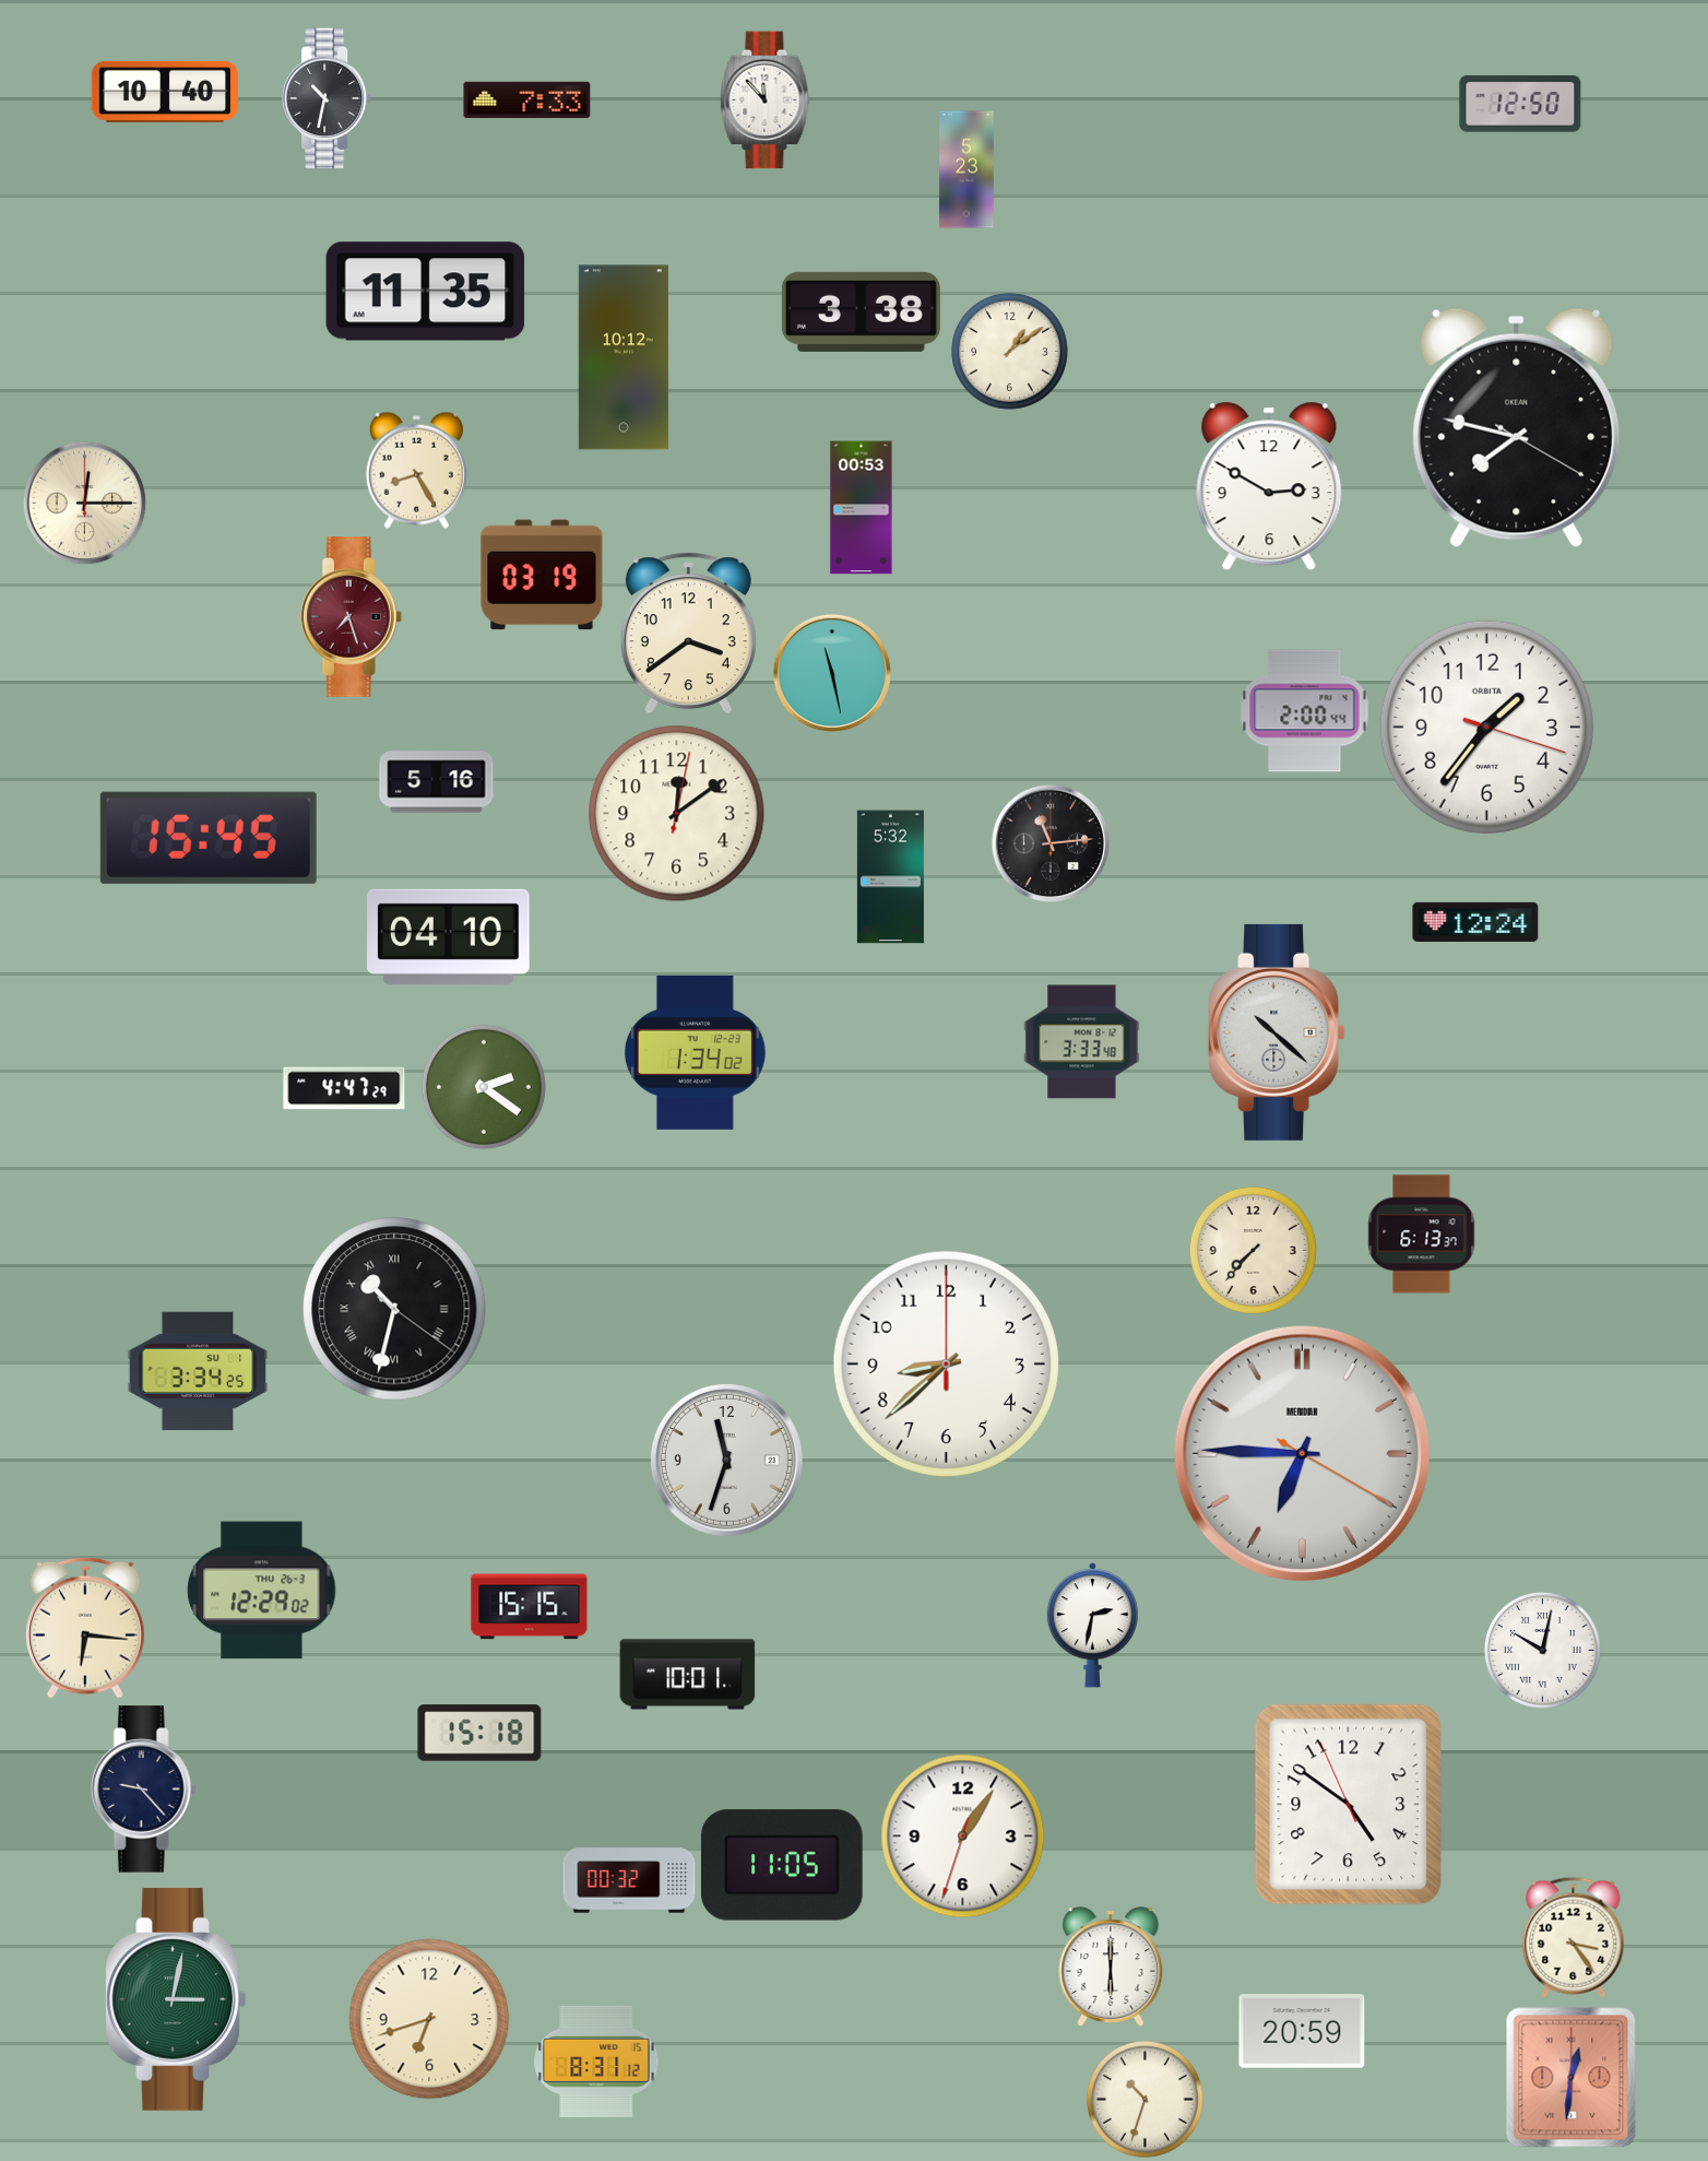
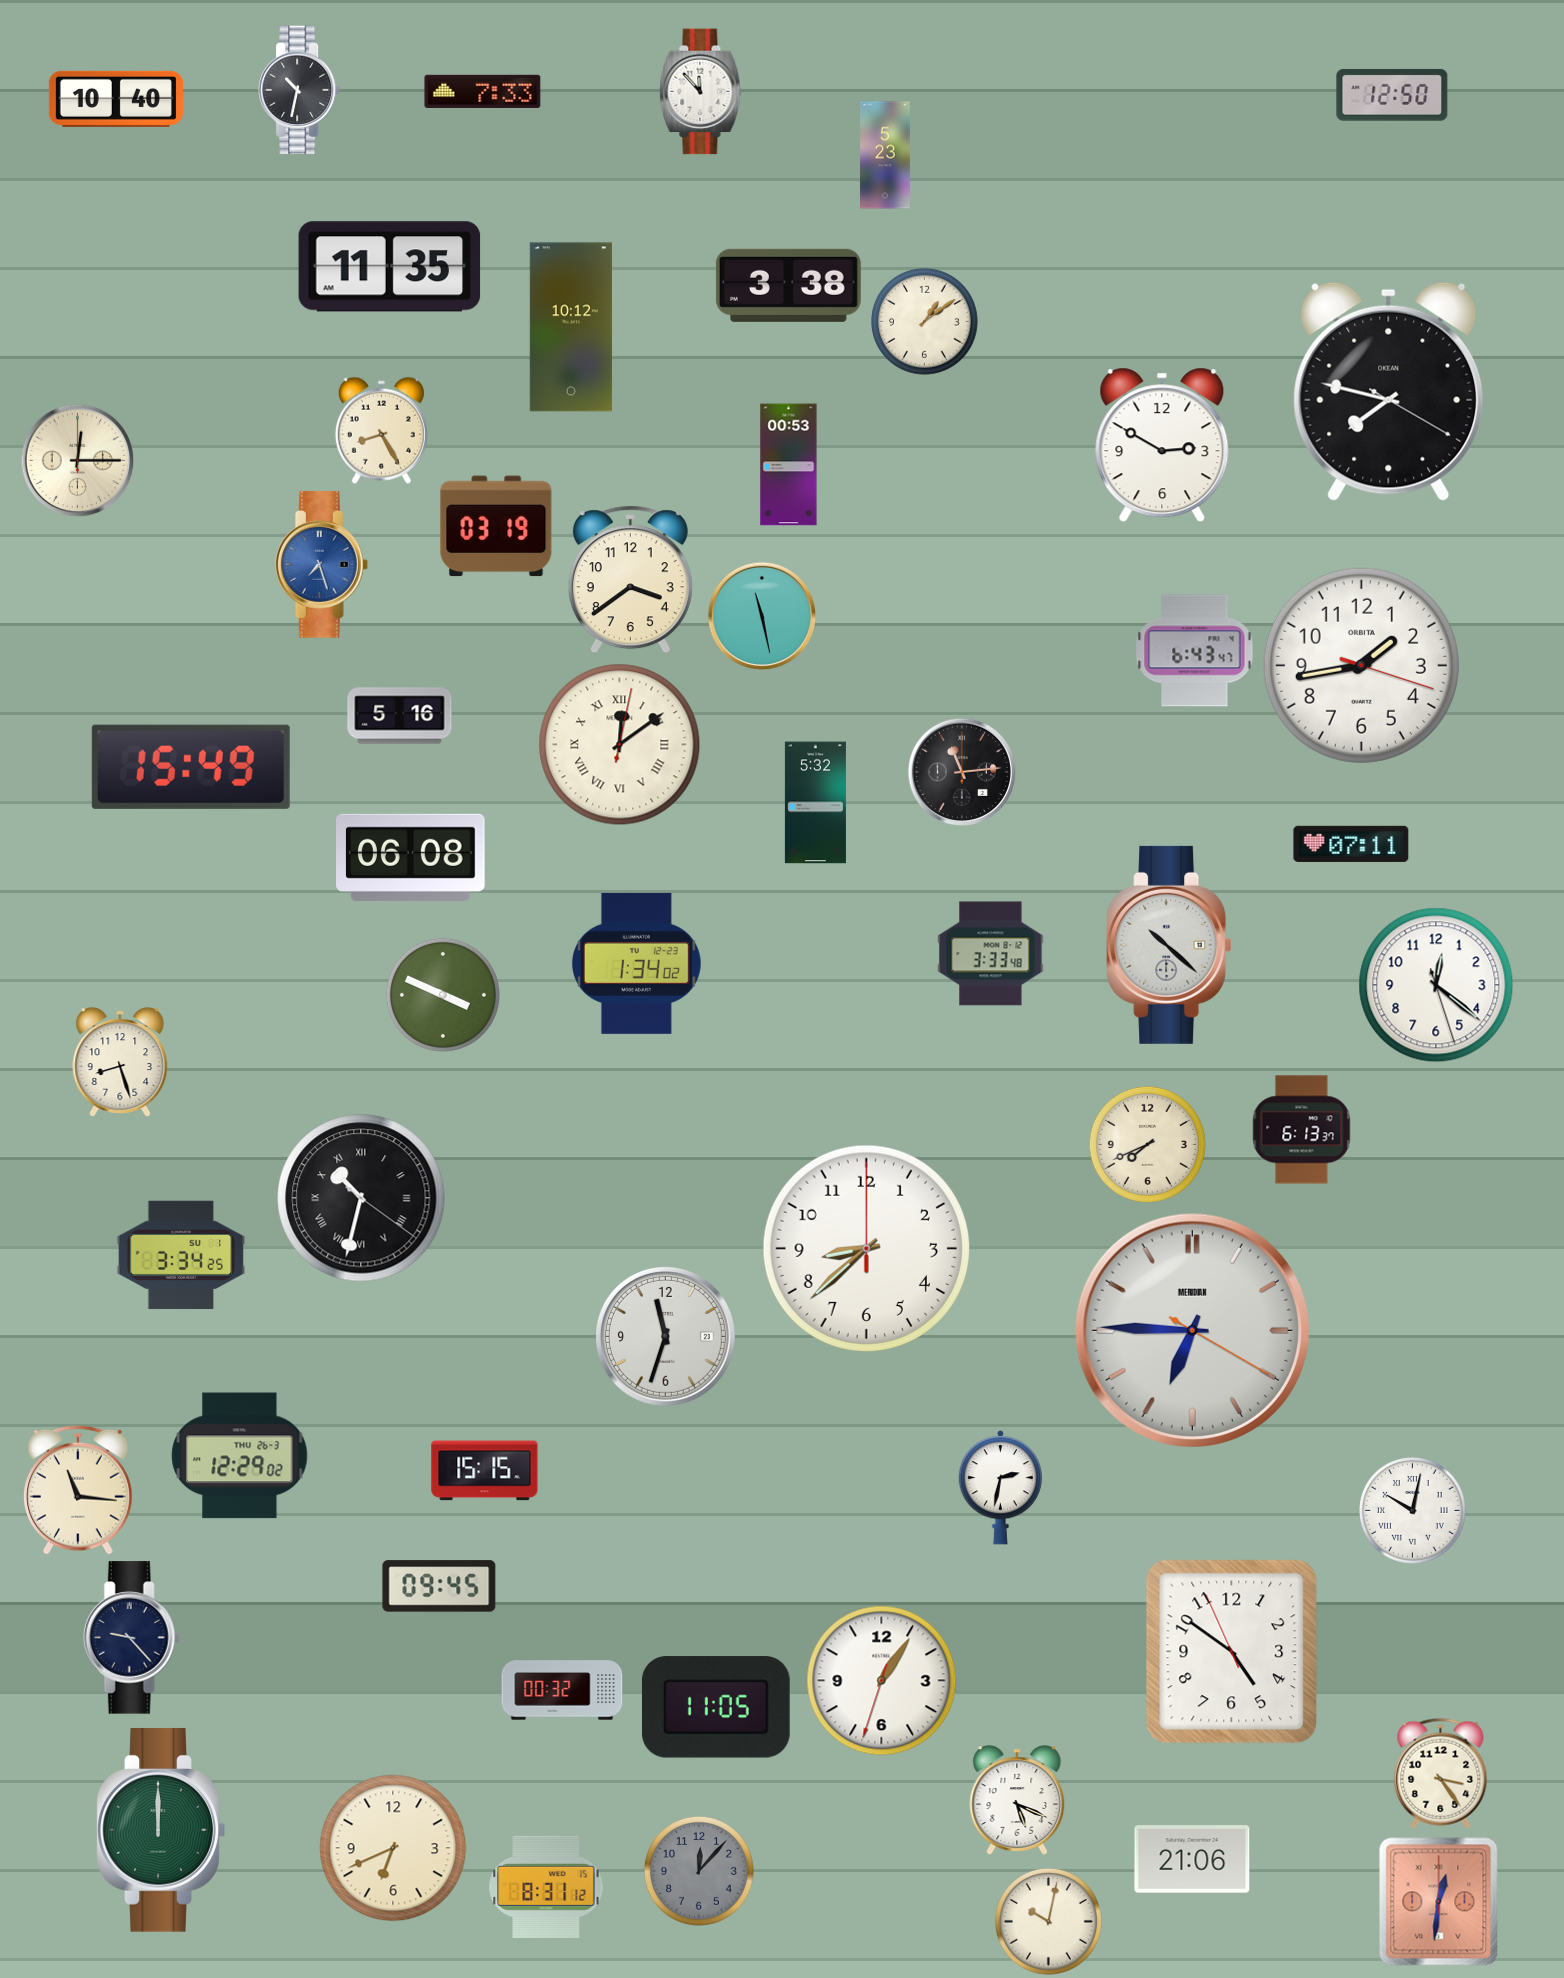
clock at (165, 92) position: (165, 92) -> (116, 99)
clock at (351, 617) dial: burgundy -> blue
clock at (1305, 711): 2:00 -> 6:43
clock at (1486, 727): 1:36 -> 1:43
clock at (677, 814) numerals: Arabic -> Roman
clock at (209, 838): 15:45 -> 15:49
clock at (1475, 922): 12:24 -> 07:11
clock at (449, 936): 04:10 -> 06:08
clock at (1436, 985): none -> 12:21
clock at (484, 1087): 2:21 -> 3:49
clock at (344, 1088): 4:47 -> none
clock at (120, 1062): none -> 8:27
clock at (1253, 1250): 7:37 -> 7:41
clock at (86, 1628): 6:16 -> 11:16
clock at (688, 1675): 10:01 -> none
clock at (479, 1733): 15:18 -> 09:45
clock at (1349, 1805) position: (1349, 1805) -> (1232, 1652)
clock at (629, 1880) position: (629, 1880) -> (562, 1690)
clock at (1111, 1967): 6:00 -> 5:19
clock at (176, 1999): 3:02 -> 12:00
clock at (429, 2019): 6:42 -> 6:41
clock at (1302, 2031): 20:59 -> 21:06
clock at (699, 1871): none -> 12:07
clock at (1146, 2100): 10:33 -> 10:02
